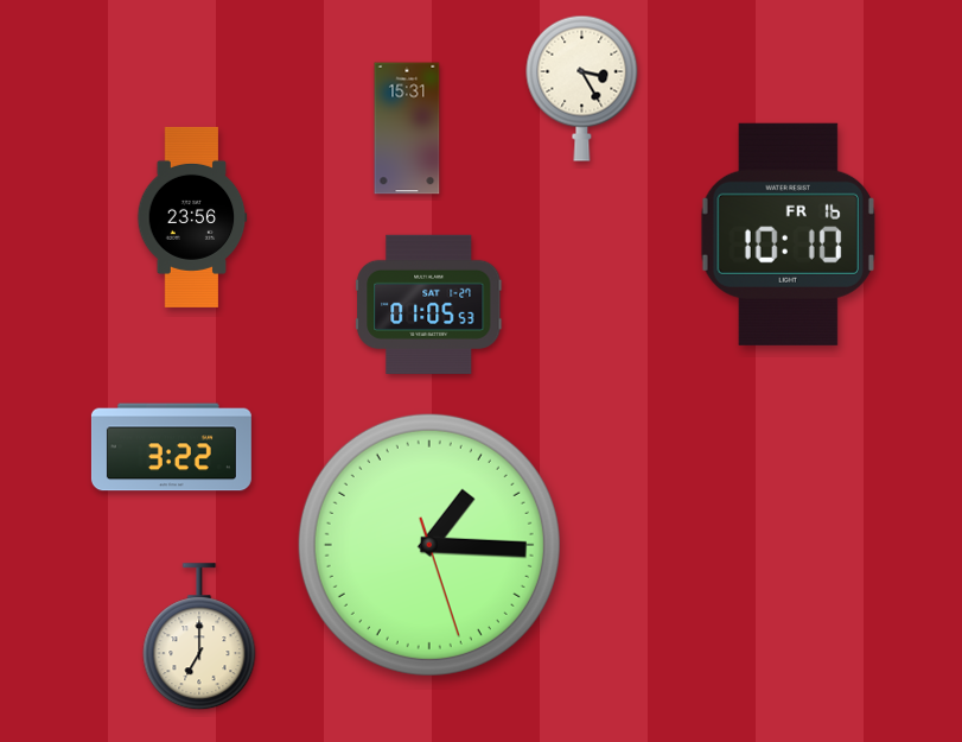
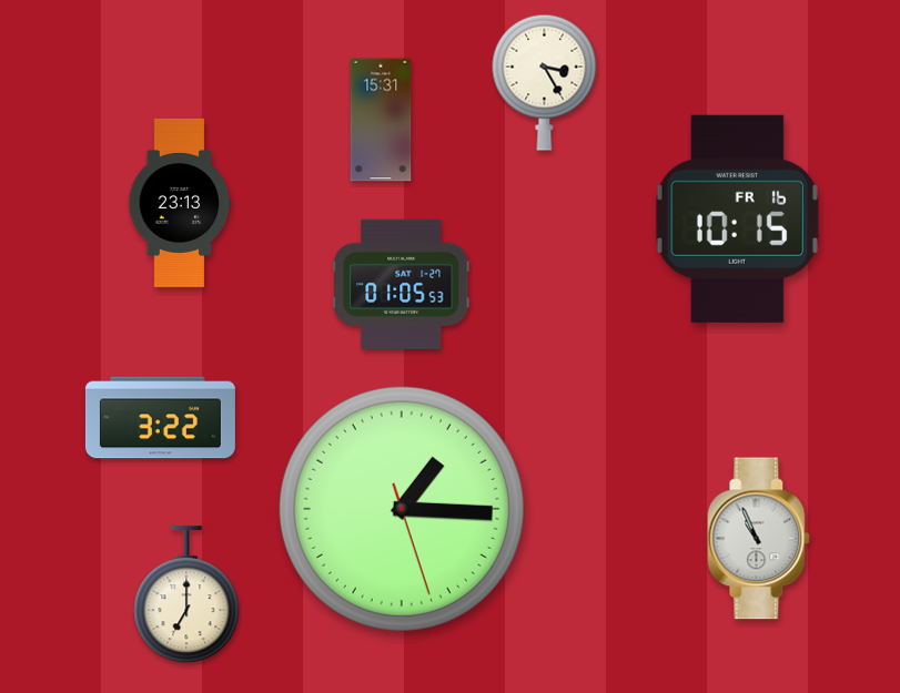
clock at (192, 217): 23:56 -> 23:13
clock at (788, 234): 10:10 -> 10:15
clock at (759, 539): none -> 10:56
